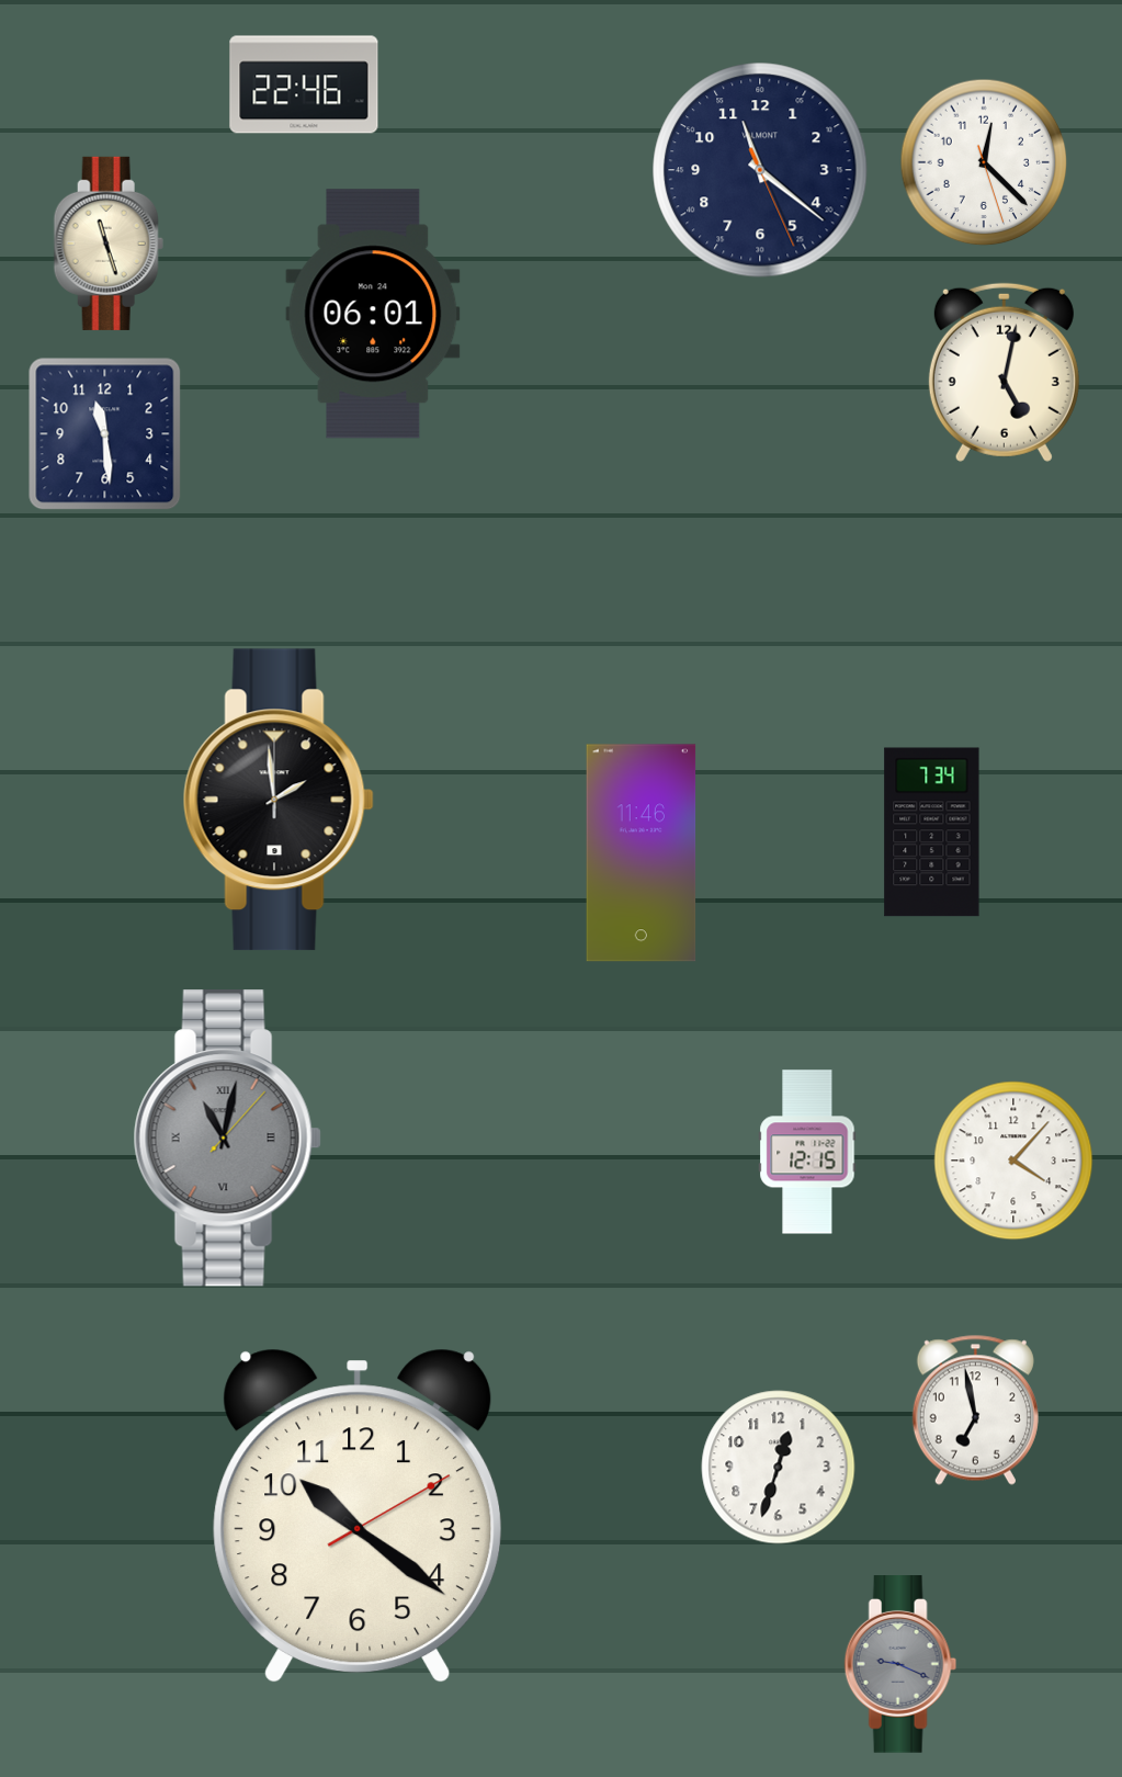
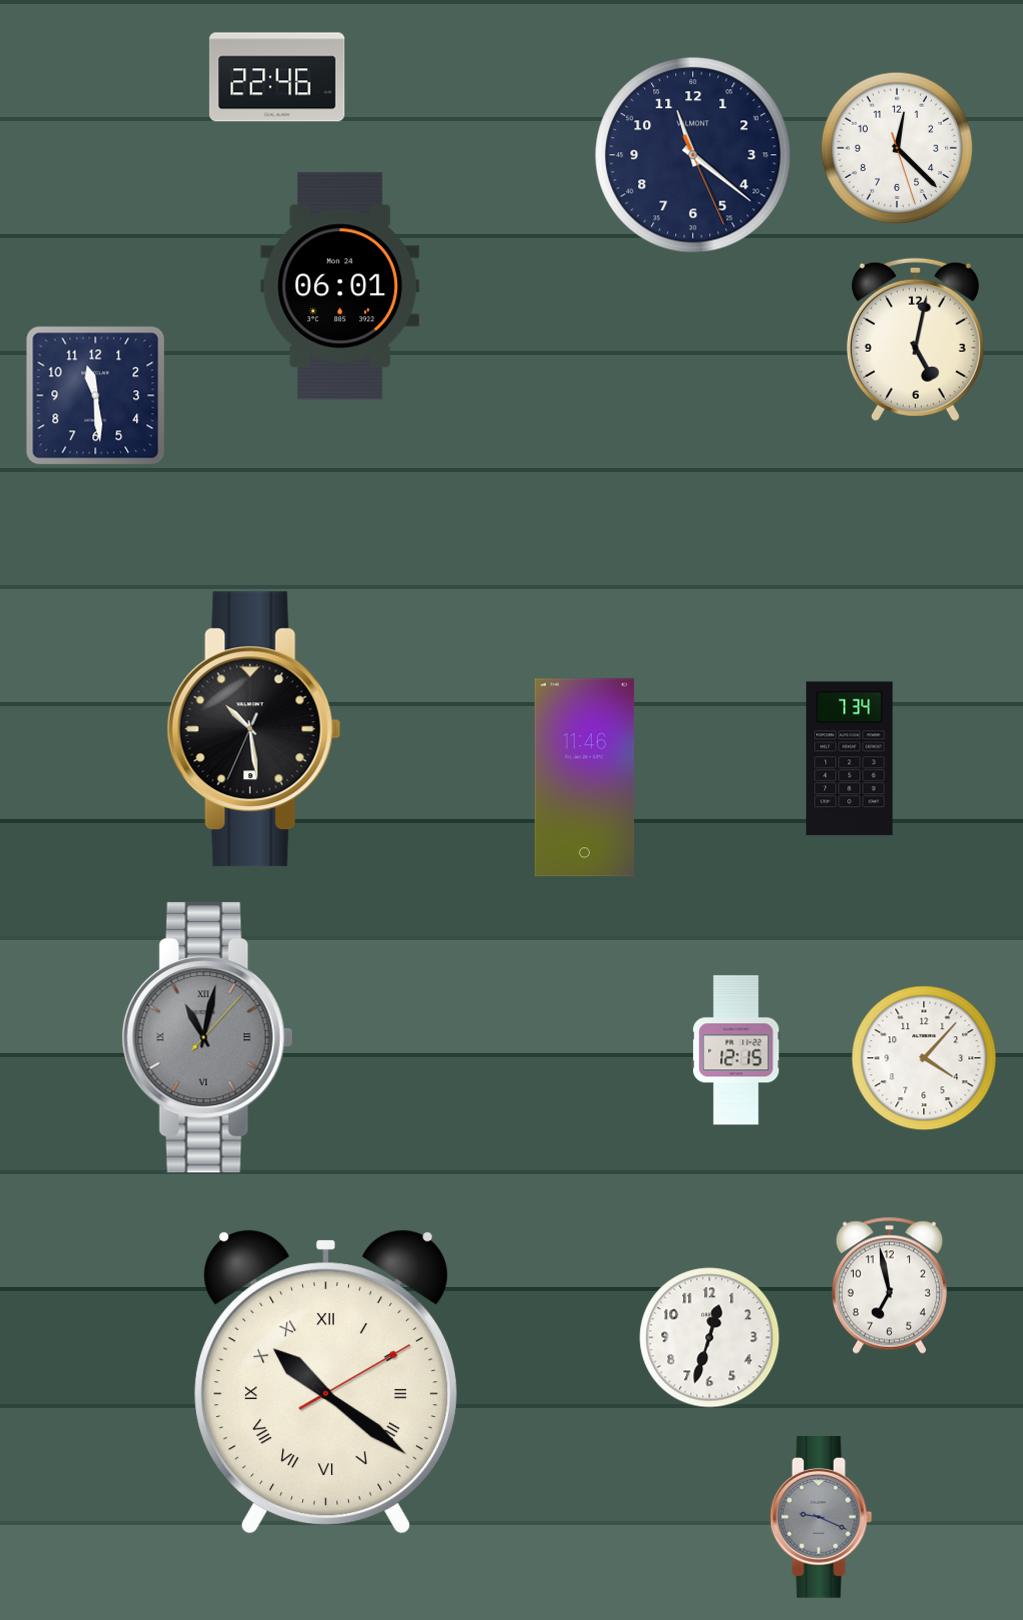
clock at (109, 244): 11:27 -> none
clock at (279, 800): 1:59 -> 10:28
clock at (358, 1515) numerals: Arabic -> Roman
